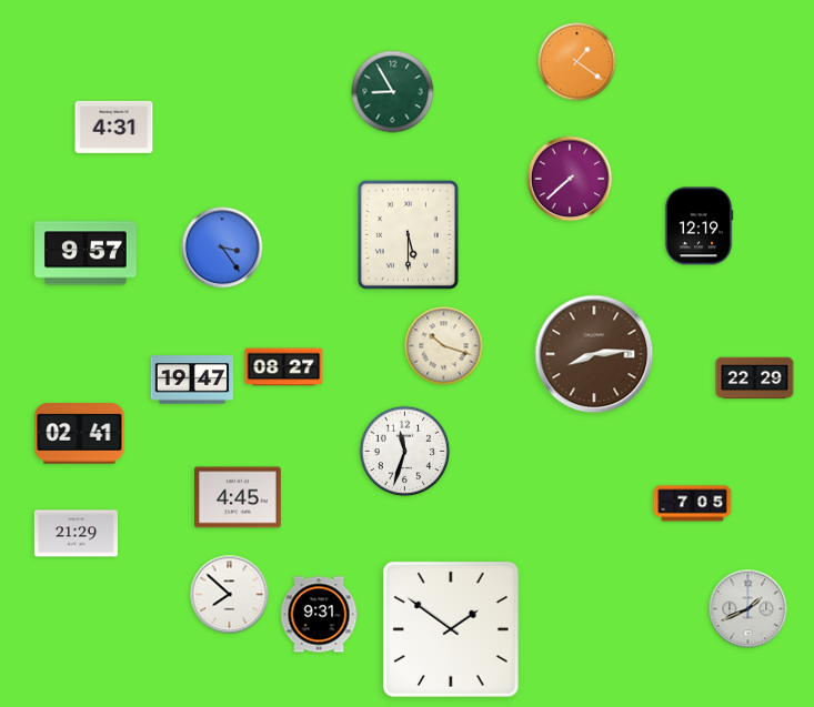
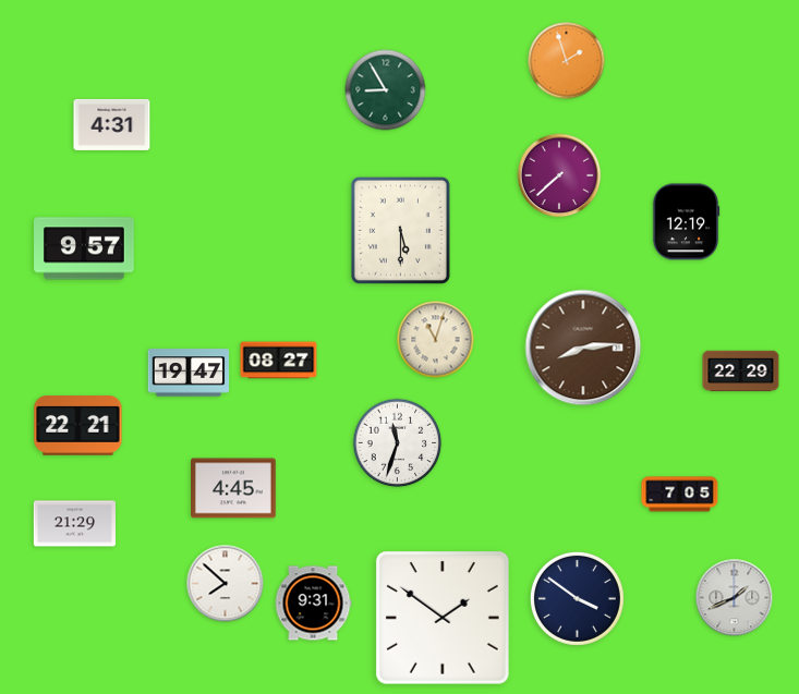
clock at (577, 62): 1:21 -> 1:57
clock at (222, 248): 3:24 -> none
clock at (444, 346): 10:18 -> 11:03
clock at (80, 434): 02:41 -> 22:21
clock at (577, 598): none -> 3:51
